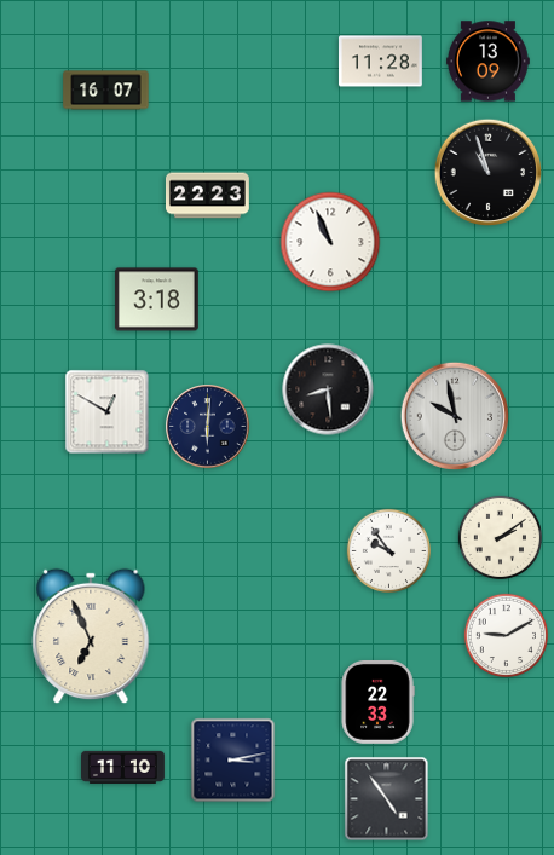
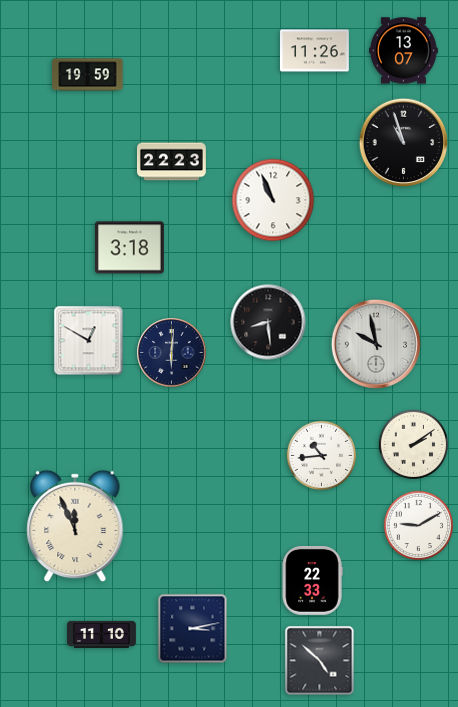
clock at (381, 62): 11:28 -> 11:26
clock at (489, 62): 13:09 -> 13:07
clock at (106, 91): 16:07 -> 19:59
clock at (328, 389) position: (328, 389) -> (268, 322)
clock at (388, 550): 9:54 -> 10:44
clock at (91, 636): 6:56 -> 11:56
clock at (387, 799): 4:54 -> 4:52
